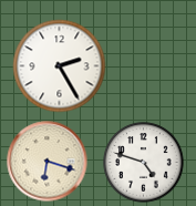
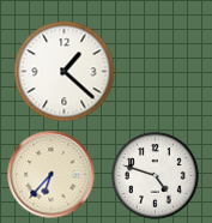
clock at (60, 66): 2:25 -> 1:22
clock at (48, 162): 6:18 -> 6:37
